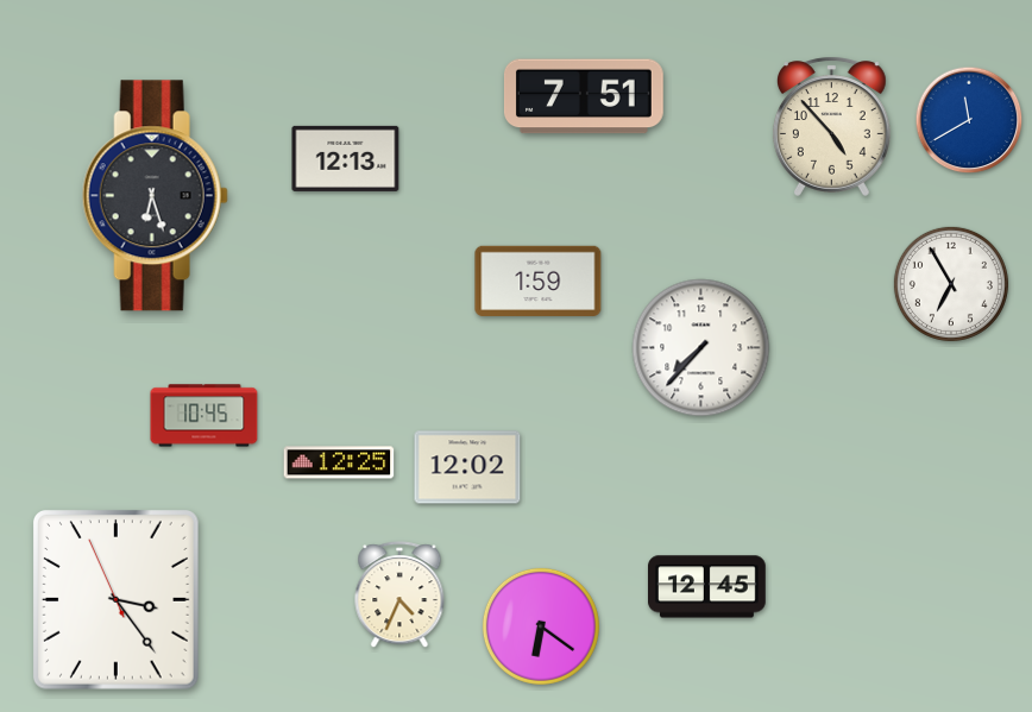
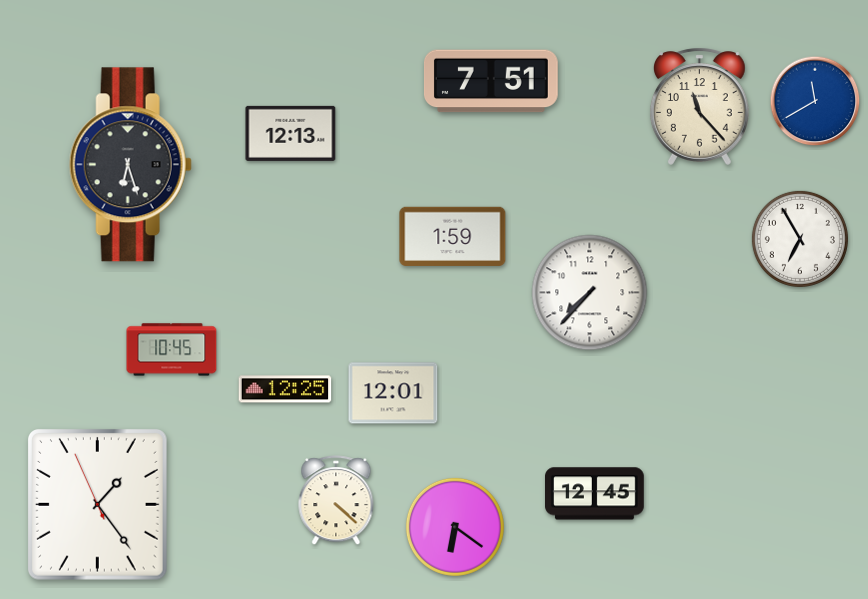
clock at (831, 126): 4:53 -> 11:23
clock at (467, 467): 12:02 -> 12:01
clock at (399, 596): 4:34 -> 4:22
clock at (117, 600): 3:23 -> 1:23
